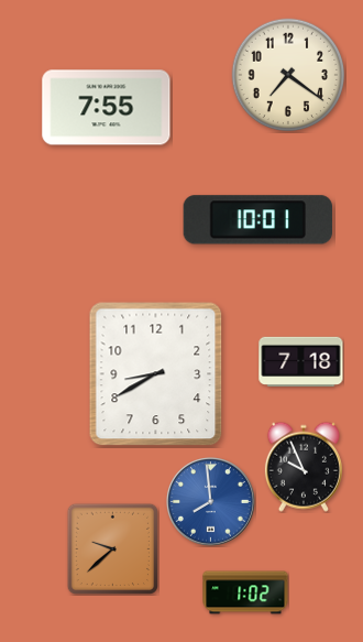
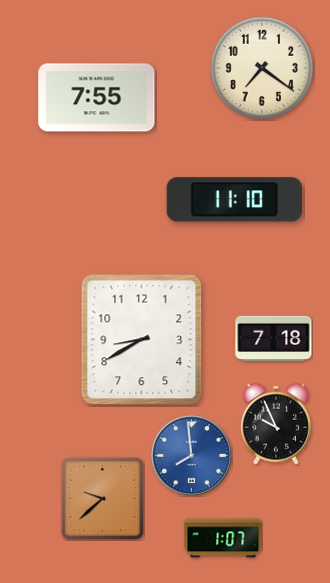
clock at (257, 220): 10:01 -> 11:10
clock at (301, 361) position: (301, 361) -> (274, 338)
clock at (245, 592): 1:02 -> 1:07
